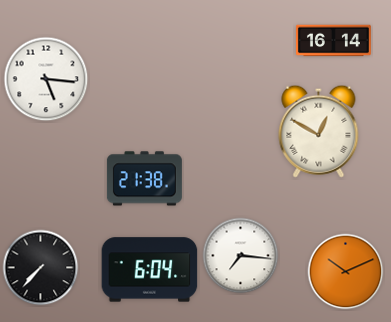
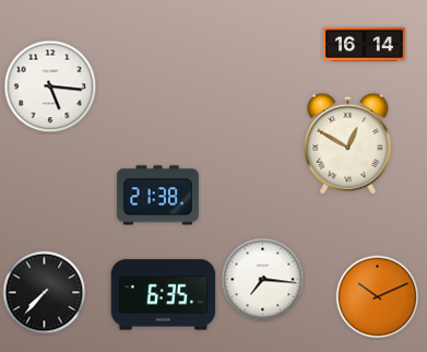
clock at (150, 270): 6:04 -> 6:35
